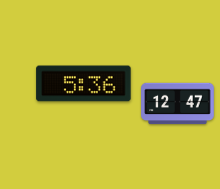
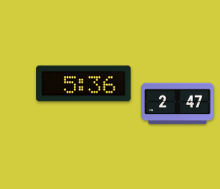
clock at (178, 104): 12:47 -> 2:47
